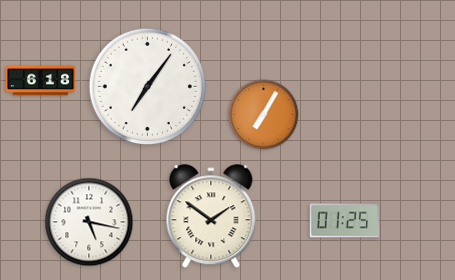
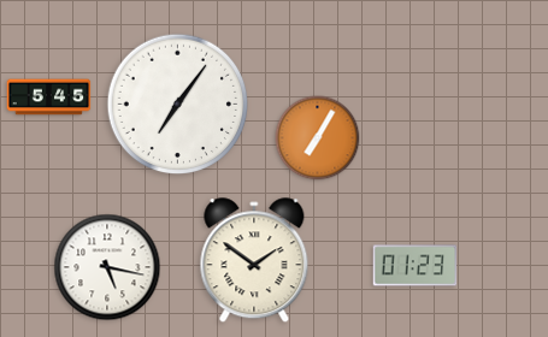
clock at (41, 81): 6:18 -> 5:45
clock at (345, 221): 01:25 -> 01:23
